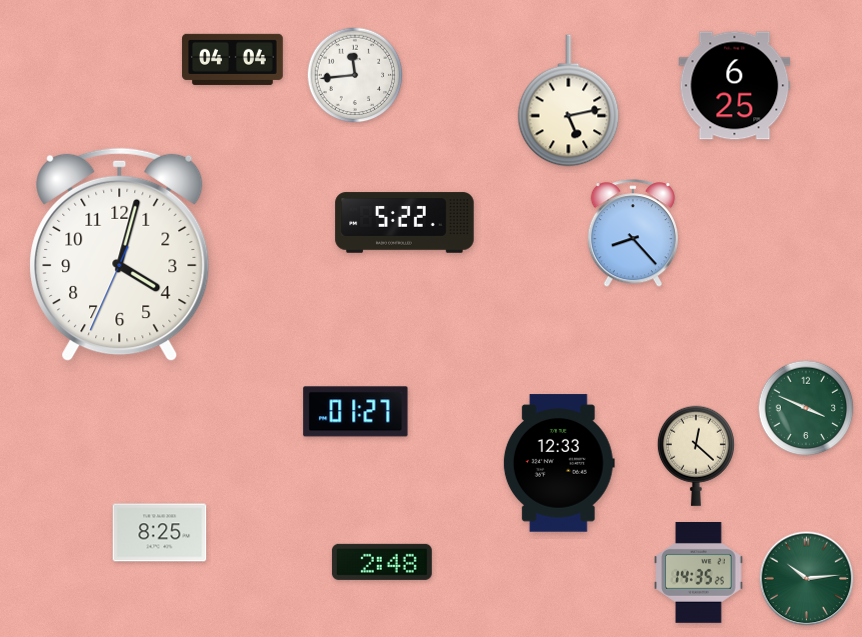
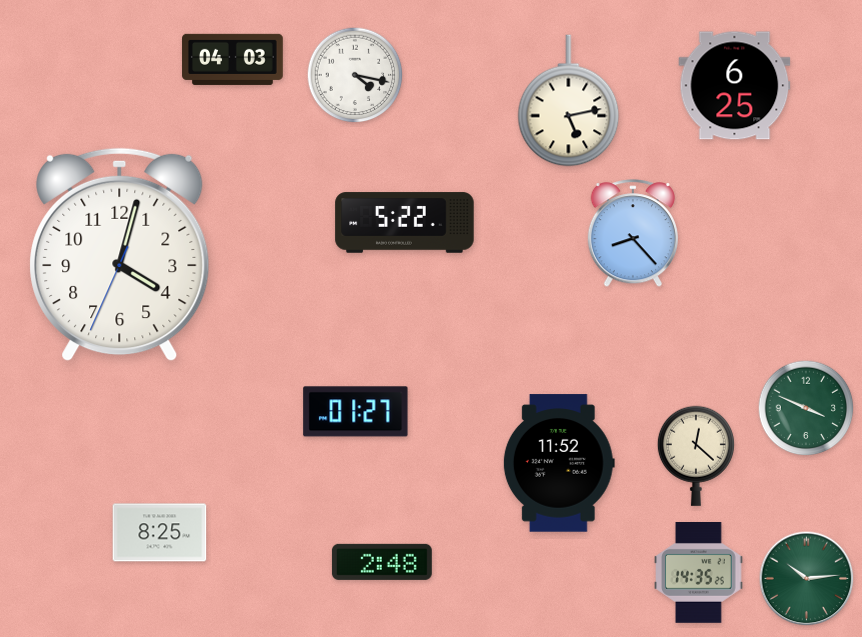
clock at (233, 59): 04:04 -> 04:03
clock at (355, 75): 11:44 -> 4:17
clock at (559, 463): 12:33 -> 11:52
